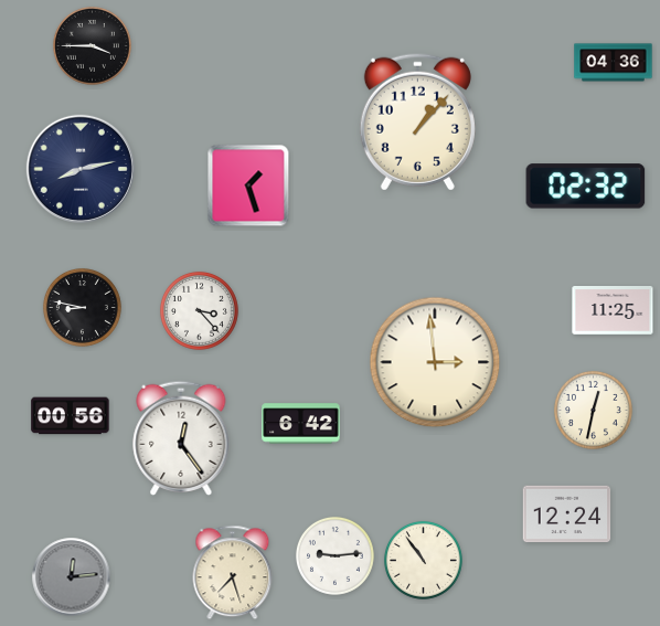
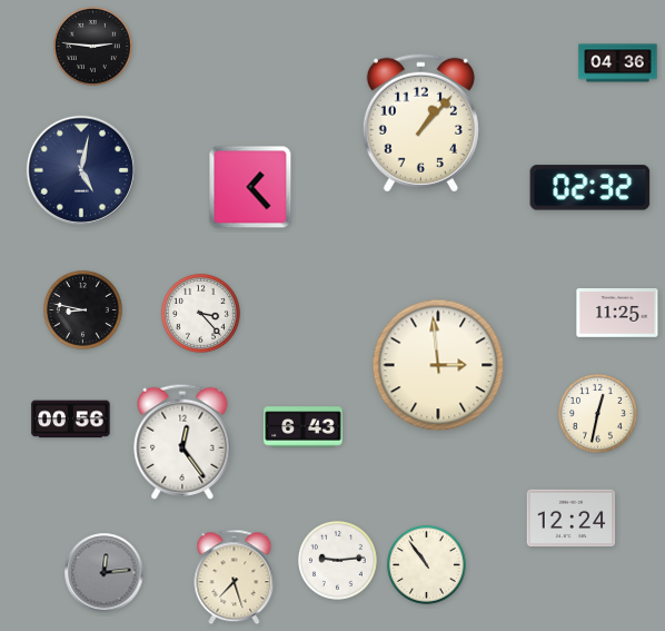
clock at (92, 45): 3:45 -> 2:46
clock at (81, 169): 8:13 -> 5:02
clock at (248, 185): 1:27 -> 1:23
clock at (301, 424): 6:42 -> 6:43
clock at (72, 577) position: (72, 577) -> (105, 573)
